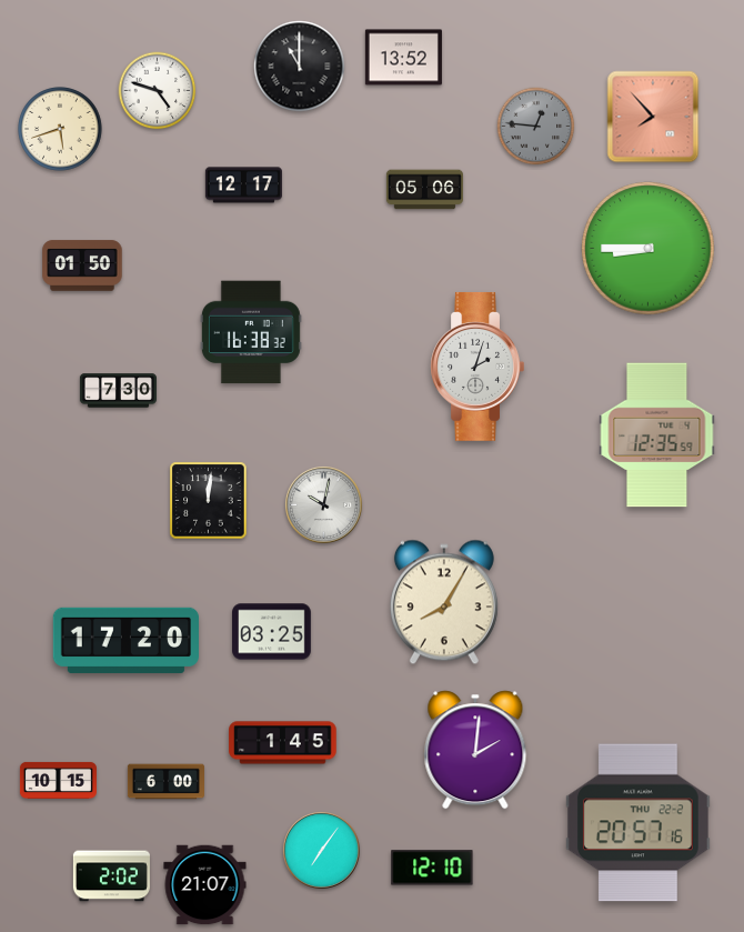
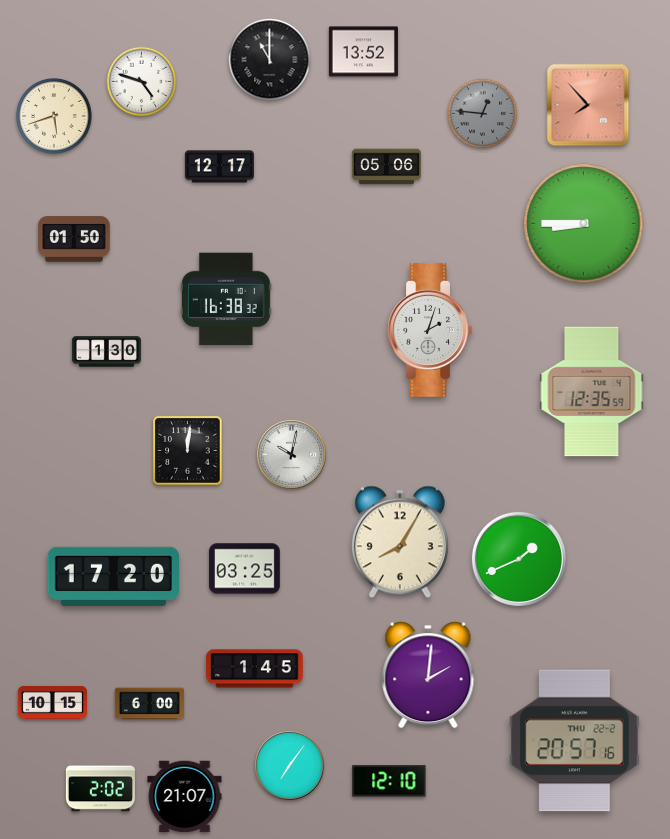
clock at (424, 190) position: (424, 190) -> (386, 167)
clock at (118, 391): 7:30 -> 1:30
clock at (519, 559): none -> 1:41
